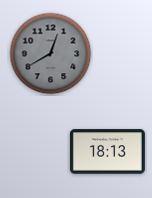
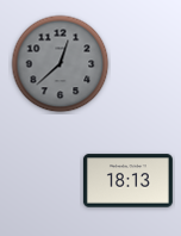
clock at (51, 54): 12:40 -> 12:38
